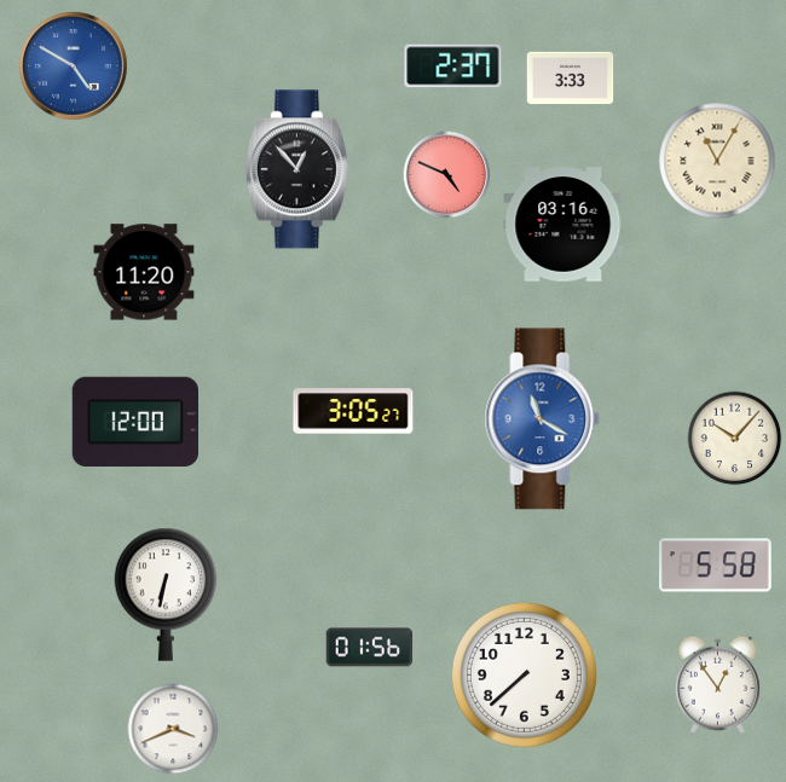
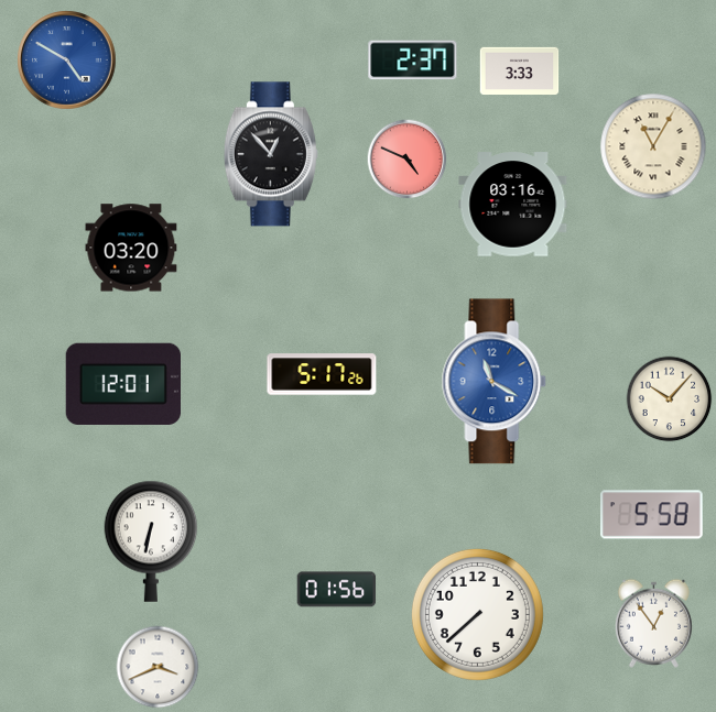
clock at (144, 272): 11:20 -> 03:20
clock at (353, 411): 3:05 -> 5:17
clock at (134, 421): 12:00 -> 12:01
clock at (173, 729) position: (173, 729) -> (158, 667)
